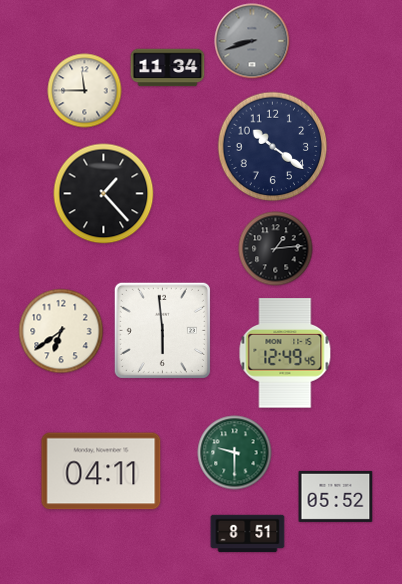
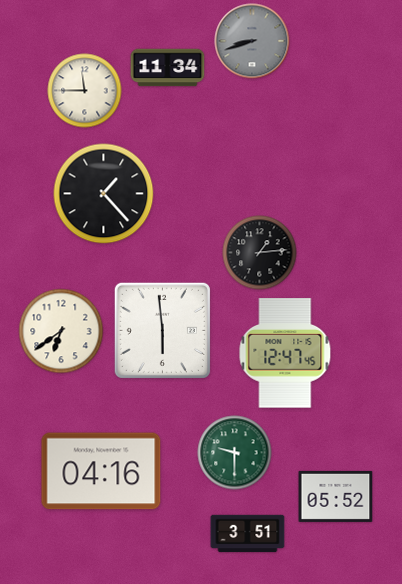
clock at (273, 147): 10:21 -> none
clock at (276, 249) position: (276, 249) -> (260, 253)
clock at (285, 353): 12:49 -> 12:47
clock at (101, 471): 04:11 -> 04:16
clock at (248, 534): 8:51 -> 3:51
